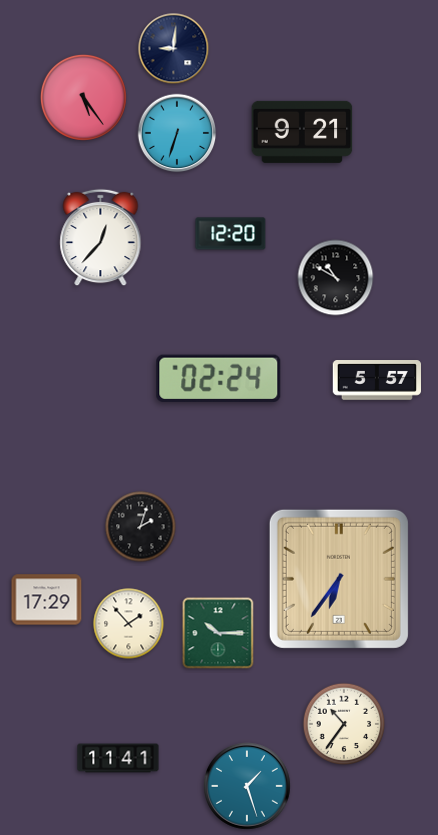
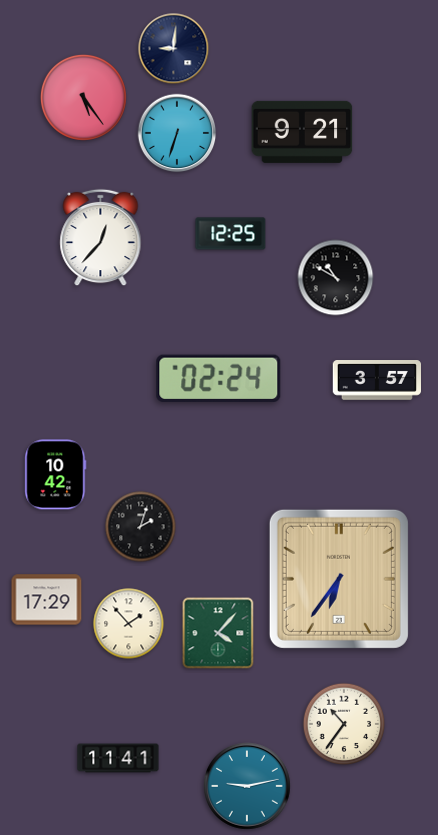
clock at (231, 234): 12:20 -> 12:25
clock at (376, 381): 5:57 -> 3:57
clock at (56, 475): none -> 10:42
clock at (218, 633): 10:15 -> 4:07
clock at (248, 787): 1:27 -> 9:13
